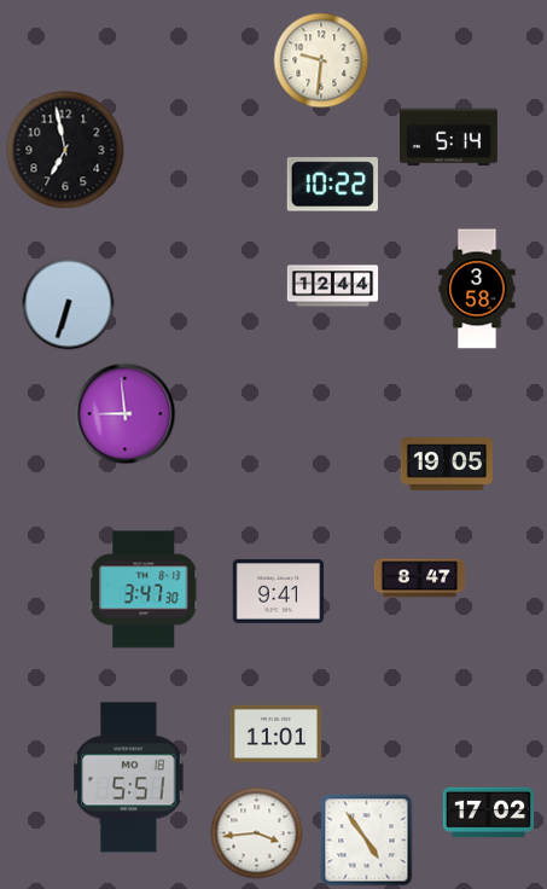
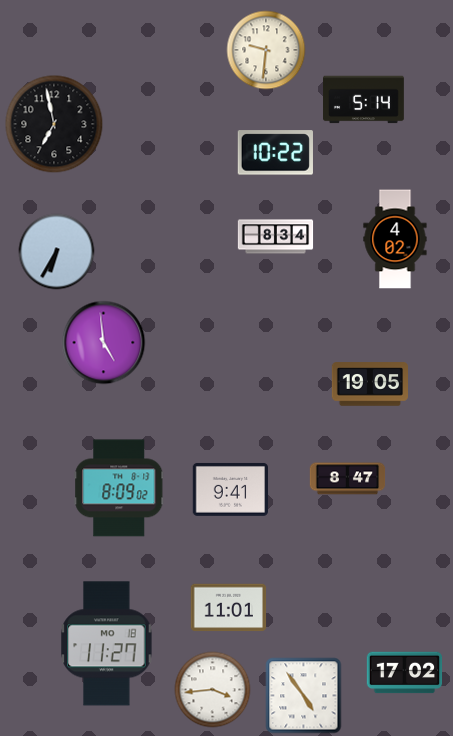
clock at (449, 138) position: (449, 138) -> (364, 100)
clock at (333, 286): 12:44 -> 8:34
clock at (477, 289): 3:58 -> 4:02
clock at (69, 304): 6:33 -> 6:35
clock at (126, 414): 8:59 -> 4:59
clock at (144, 589): 3:47 -> 8:09
clock at (129, 778): 5:51 -> 11:27
